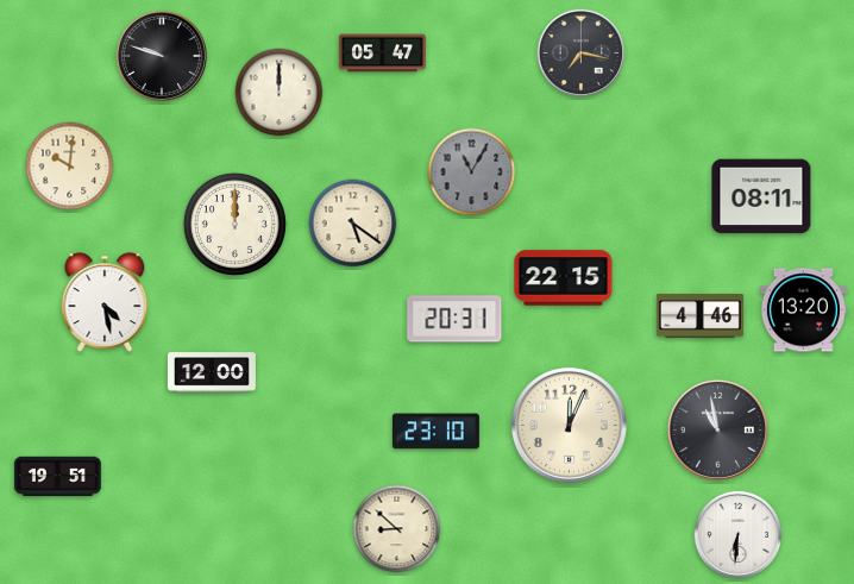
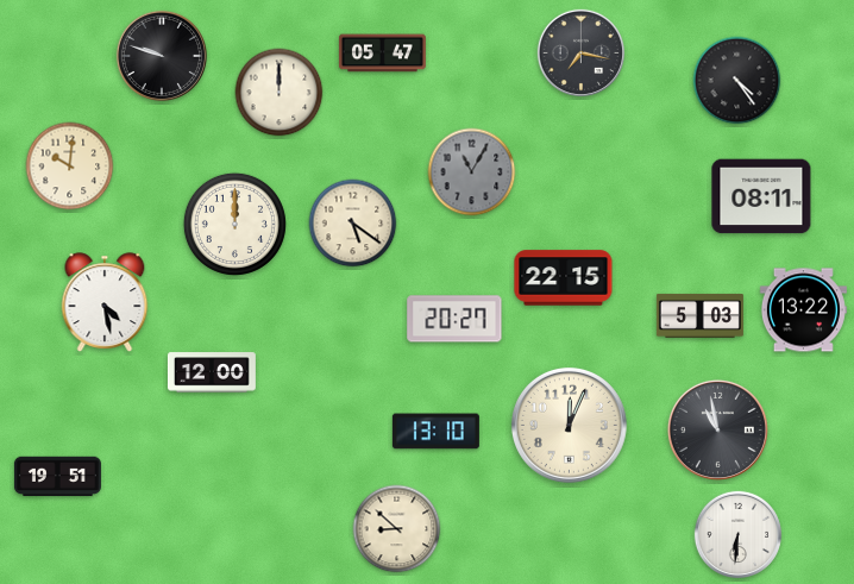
clock at (737, 81): none -> 4:24
clock at (803, 310): 13:20 -> 13:22
clock at (699, 316): 4:46 -> 5:03
clock at (454, 319): 20:31 -> 20:27
clock at (435, 432): 23:10 -> 13:10
